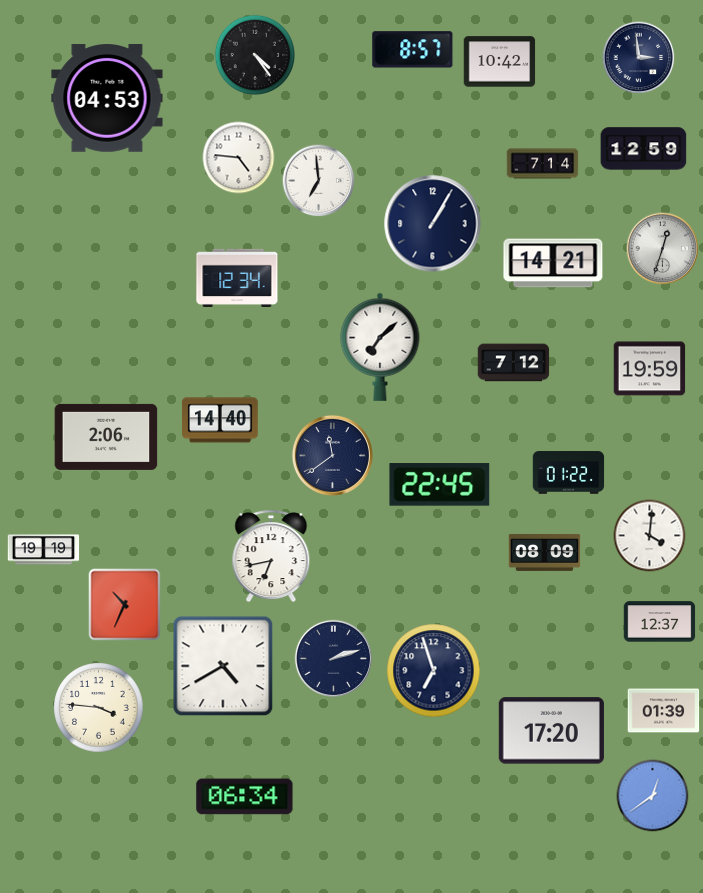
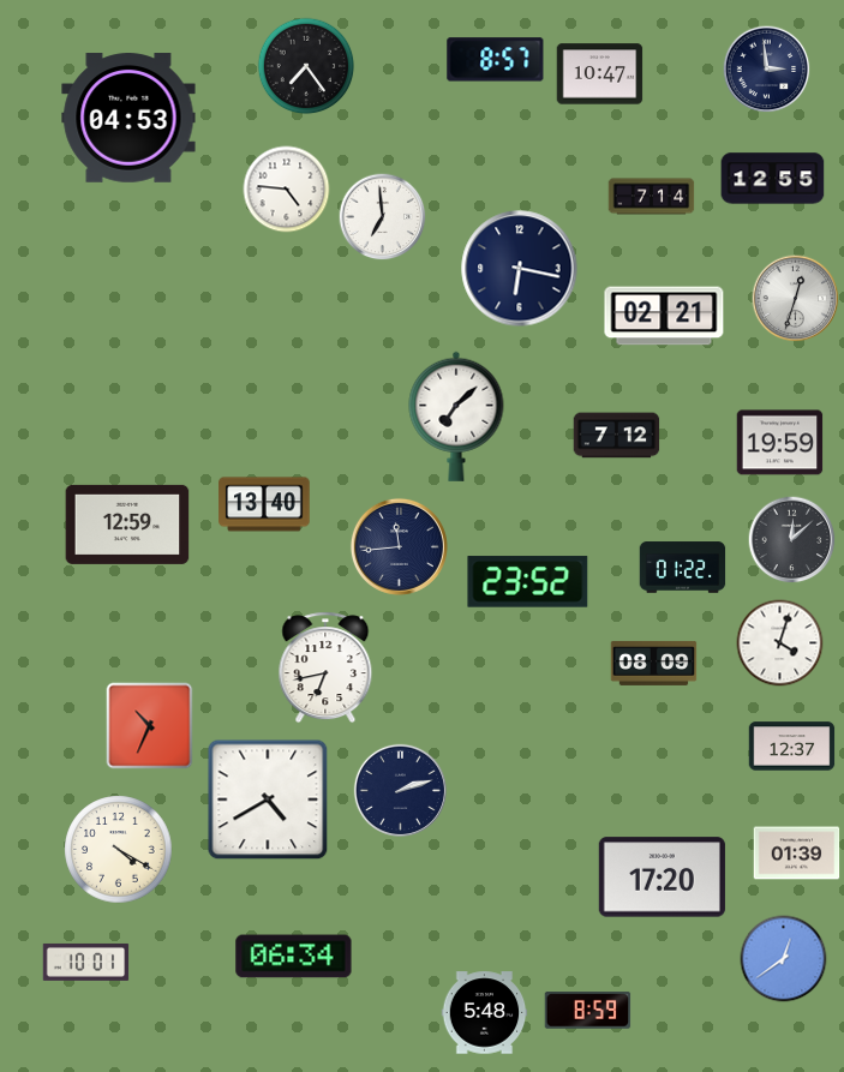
clock at (255, 55): 4:24 -> 7:24
clock at (500, 62): 10:42 -> 10:47
clock at (644, 149): 12:59 -> 12:55
clock at (433, 224): 1:05 -> 6:17
clock at (553, 263): 14:21 -> 02:21
clock at (237, 277): 12:34 -> none
clock at (220, 420): 14:40 -> 13:40
clock at (106, 437): 2:06 -> 12:59
clock at (792, 540): none -> 12:08
clock at (332, 455): 11:39 -> 11:44
clock at (440, 485): 22:45 -> 23:52
clock at (650, 536): 4:01 -> 4:03
clock at (44, 550): 19:19 -> none
clock at (434, 671): 6:57 -> none
clock at (99, 708): 3:46 -> 4:20
clock at (653, 796) position: (653, 796) -> (784, 959)
clock at (86, 962): none -> 10:01
clock at (588, 1011): none -> 8:59
clock at (485, 1013): none -> 5:48
